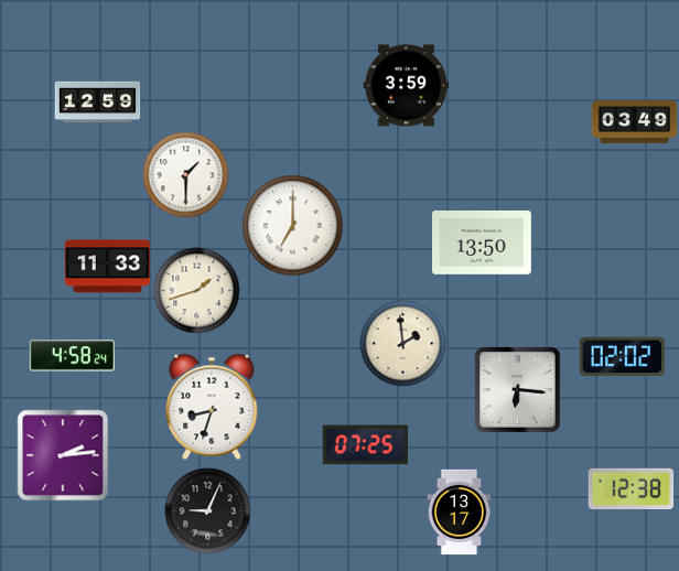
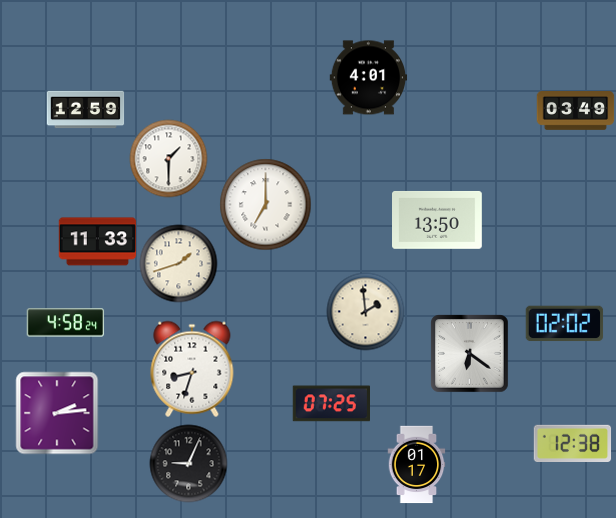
clock at (406, 86): 3:59 -> 4:01
clock at (97, 103) position: (97, 103) -> (85, 110)
clock at (517, 389): 6:16 -> 6:21
clock at (460, 511): 13:17 -> 01:17
